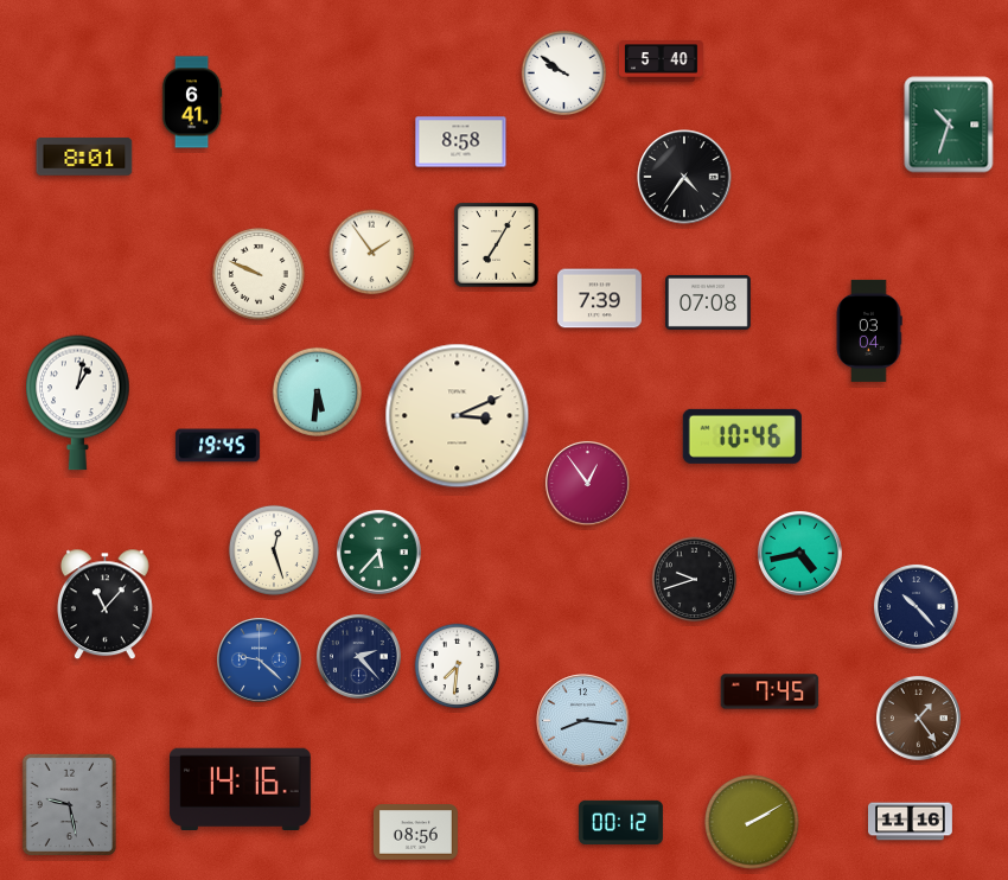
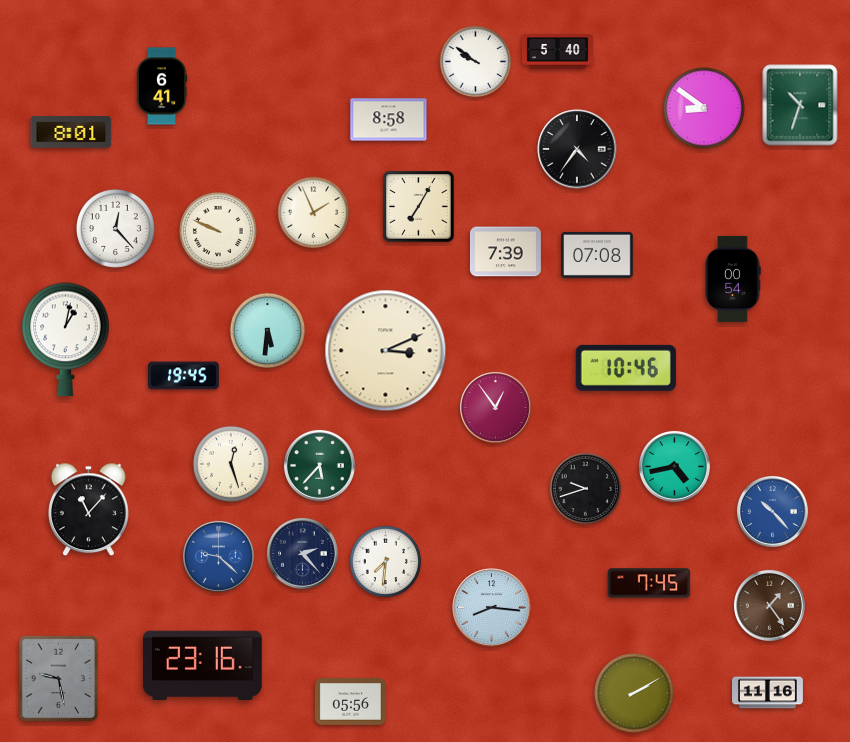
clock at (704, 108): none -> 8:51
clock at (372, 253): 1:54 -> 1:56
clock at (116, 229): none -> 12:23
clock at (869, 331): 03:04 -> 00:54
clock at (916, 606) dial: navy -> blue
clock at (918, 718) position: (918, 718) -> (769, 605)
clock at (240, 789): 14:16 -> 23:16
clock at (620, 822): 00:12 -> none
clock at (415, 833): 08:56 -> 05:56
